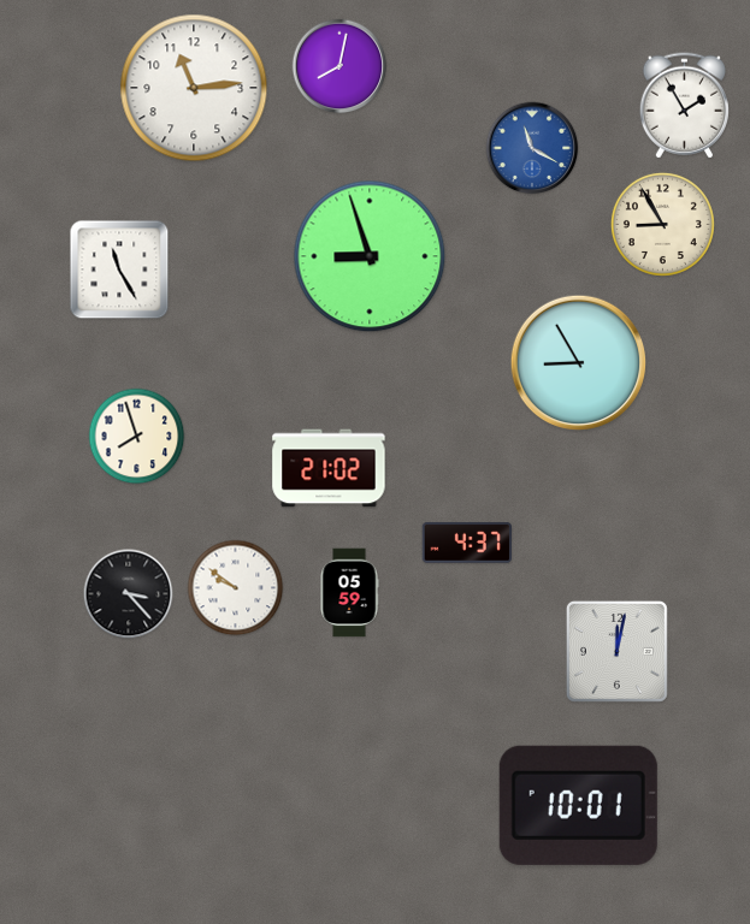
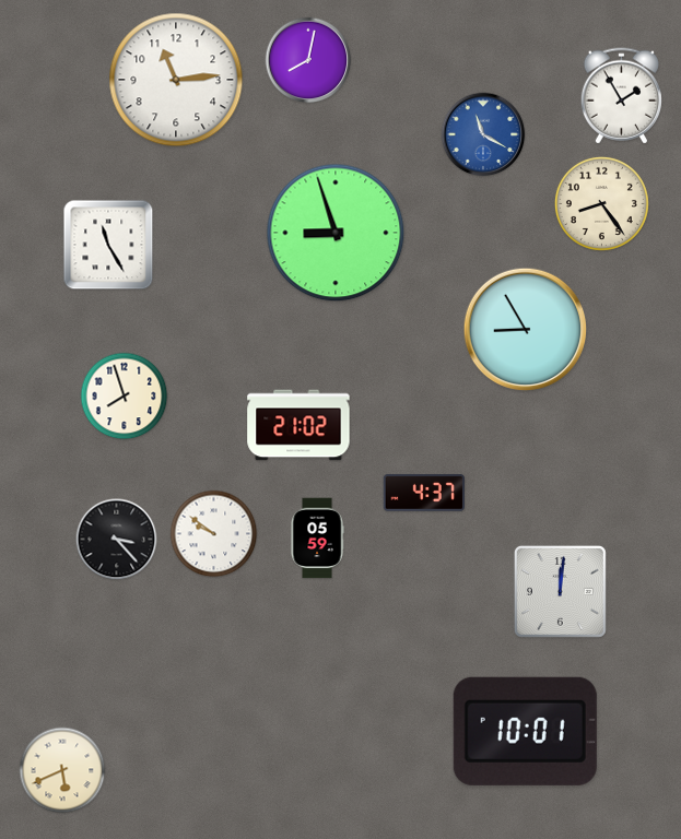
clock at (662, 224): 8:55 -> 8:24
clock at (616, 651): 12:02 -> 12:01
clock at (62, 770): none -> 5:41
